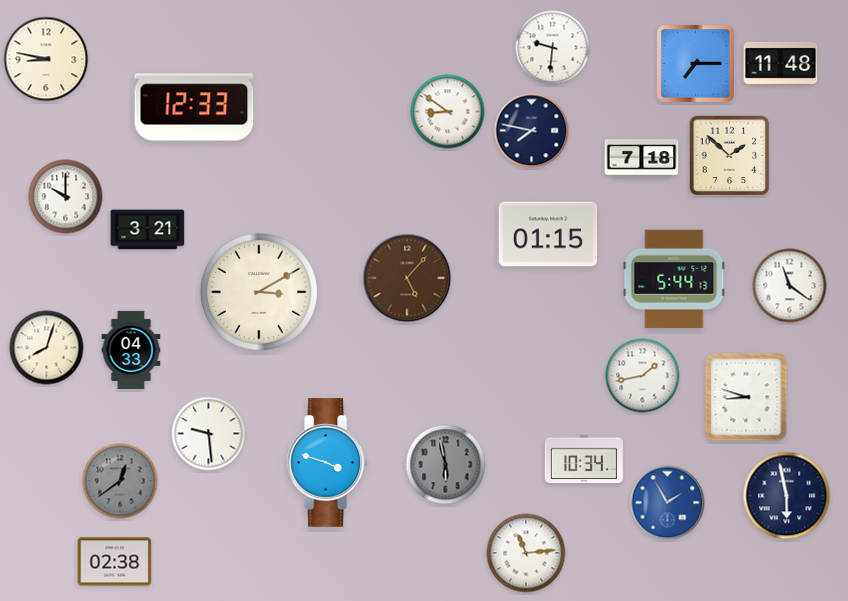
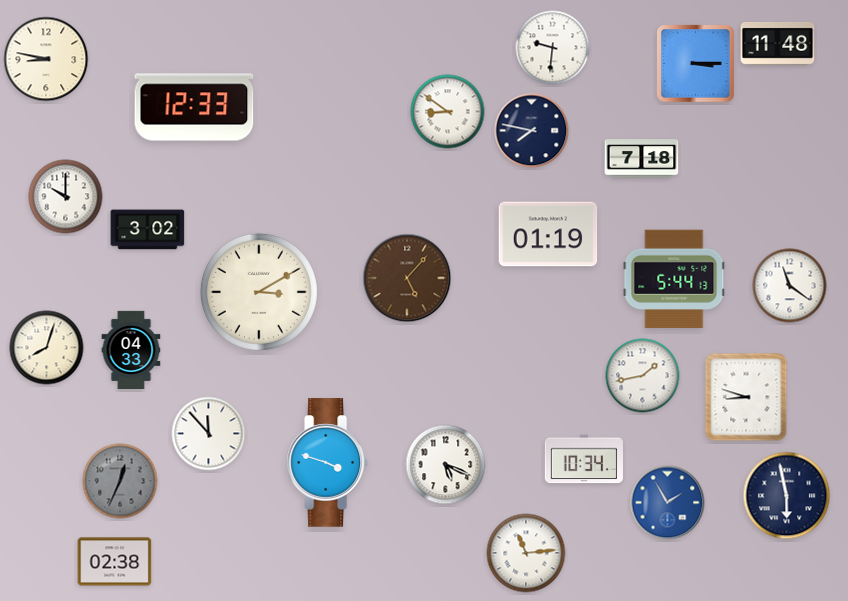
clock at (781, 63) position: (781, 63) -> (778, 43)
clock at (696, 64): 7:15 -> 3:15
clock at (730, 156): 1:52 -> none
clock at (148, 230): 3:21 -> 3:02
clock at (548, 234): 01:15 -> 01:19
clock at (209, 434): 9:29 -> 11:53
clock at (446, 465): 5:58 -> 5:19
clock at (446, 465) dial: grey -> white
clock at (120, 481): 12:39 -> 12:34
